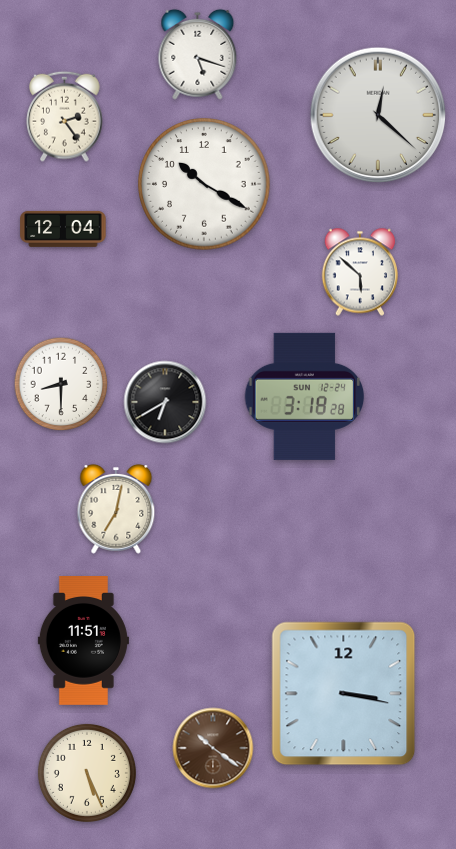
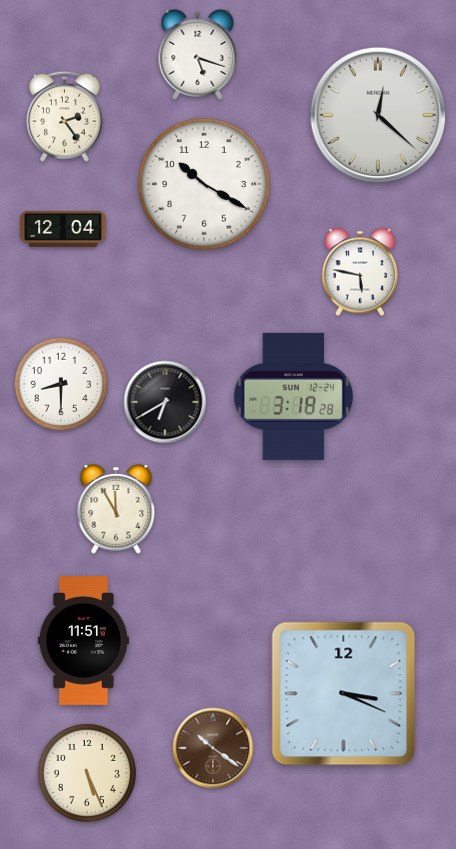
clock at (359, 272): 5:52 -> 5:47
clock at (305, 396) position: (305, 396) -> (294, 396)
clock at (116, 509): 7:02 -> 11:55
clock at (344, 694): 3:17 -> 3:19
